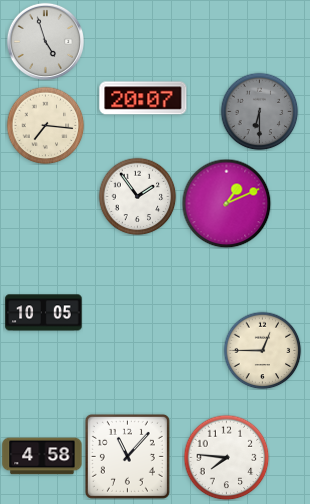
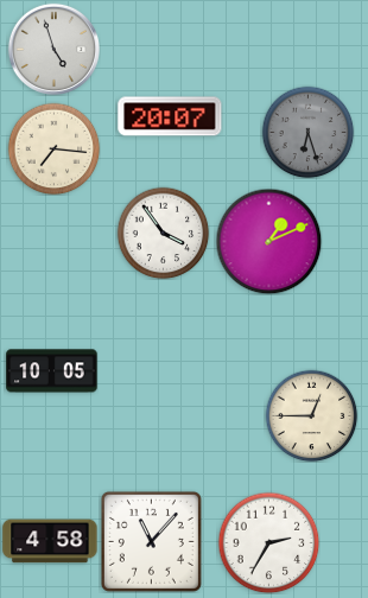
clock at (259, 111): 6:30 -> 6:27
clock at (137, 196): 1:54 -> 3:54
clock at (226, 457): 7:46 -> 2:35
